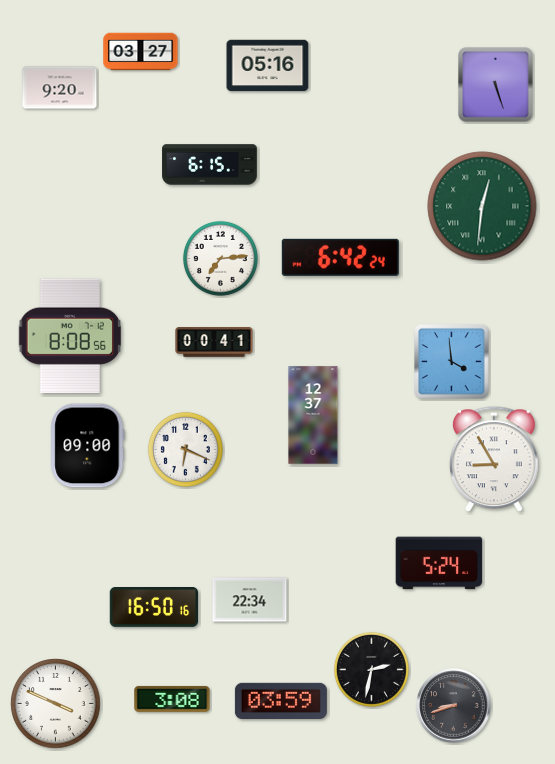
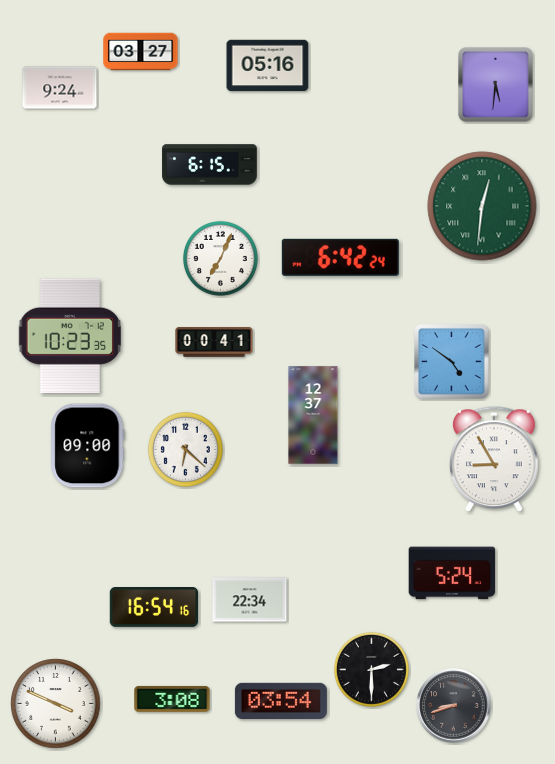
clock at (496, 85): 5:27 -> 5:31
clock at (60, 88): 9:20 -> 9:24
clock at (220, 258): 7:14 -> 7:04
clock at (69, 336): 8:08 -> 10:23
clock at (452, 362): 3:59 -> 4:51
clock at (185, 449): 6:19 -> 6:22
clock at (439, 563) position: (439, 563) -> (452, 573)
clock at (154, 608): 16:50 -> 16:54
clock at (371, 669): 2:32 -> 2:30
clock at (281, 700): 03:59 -> 03:54
